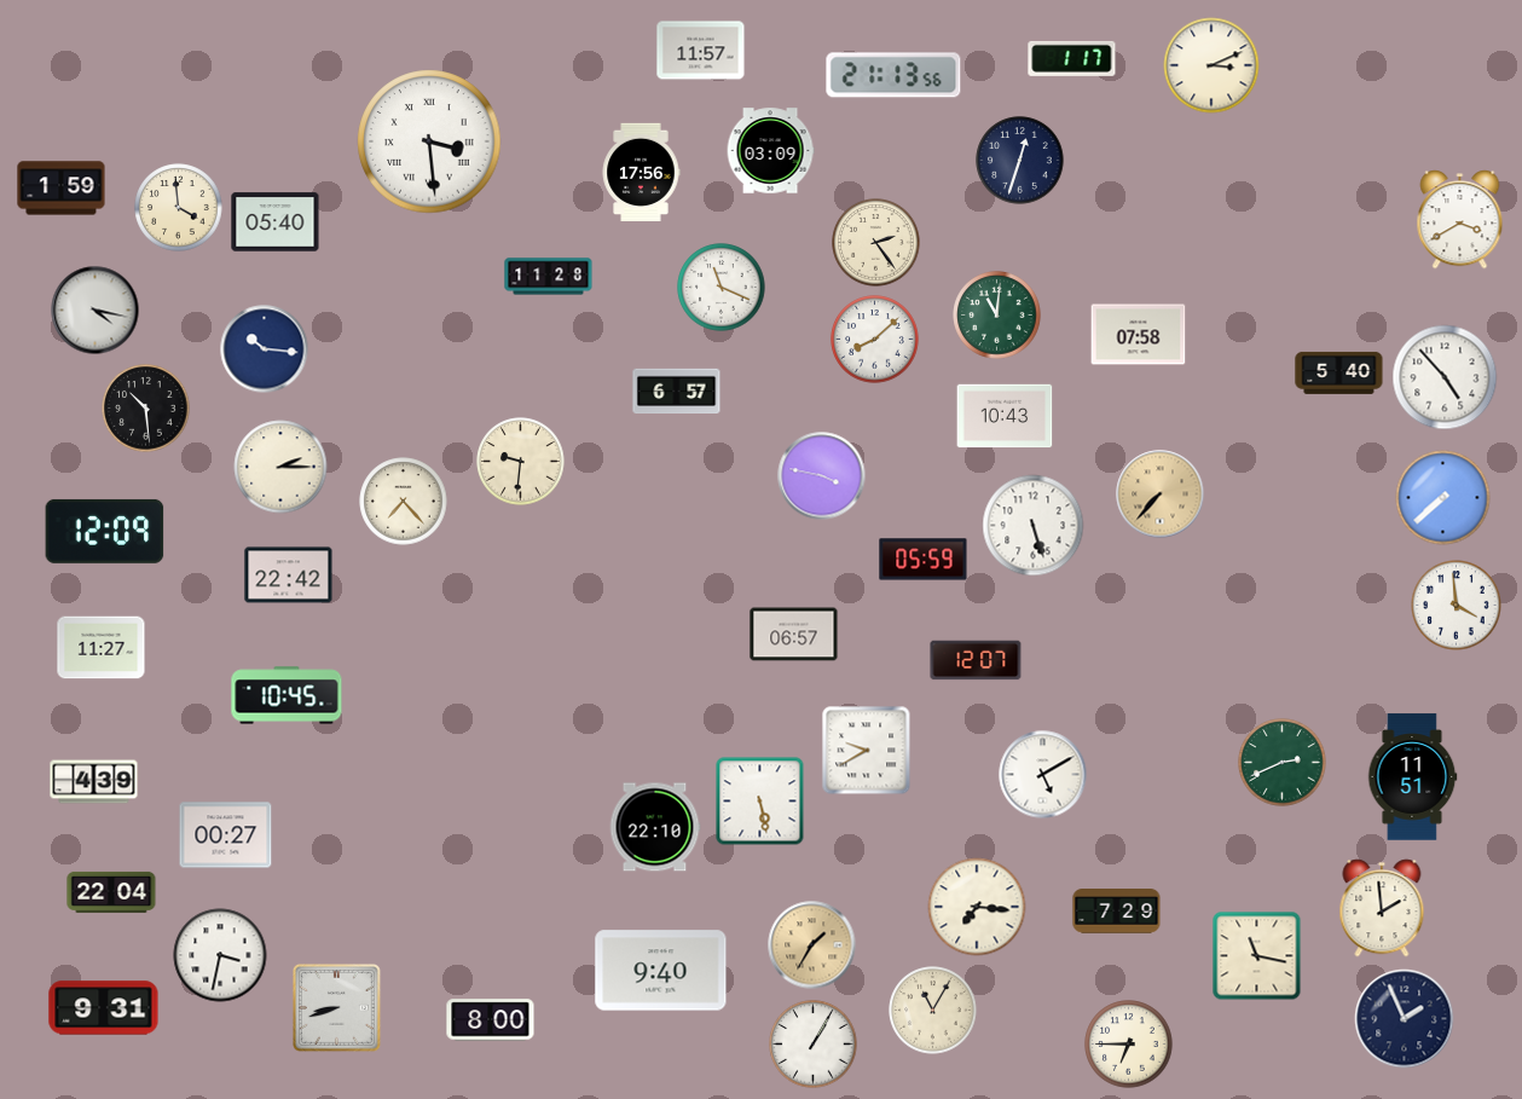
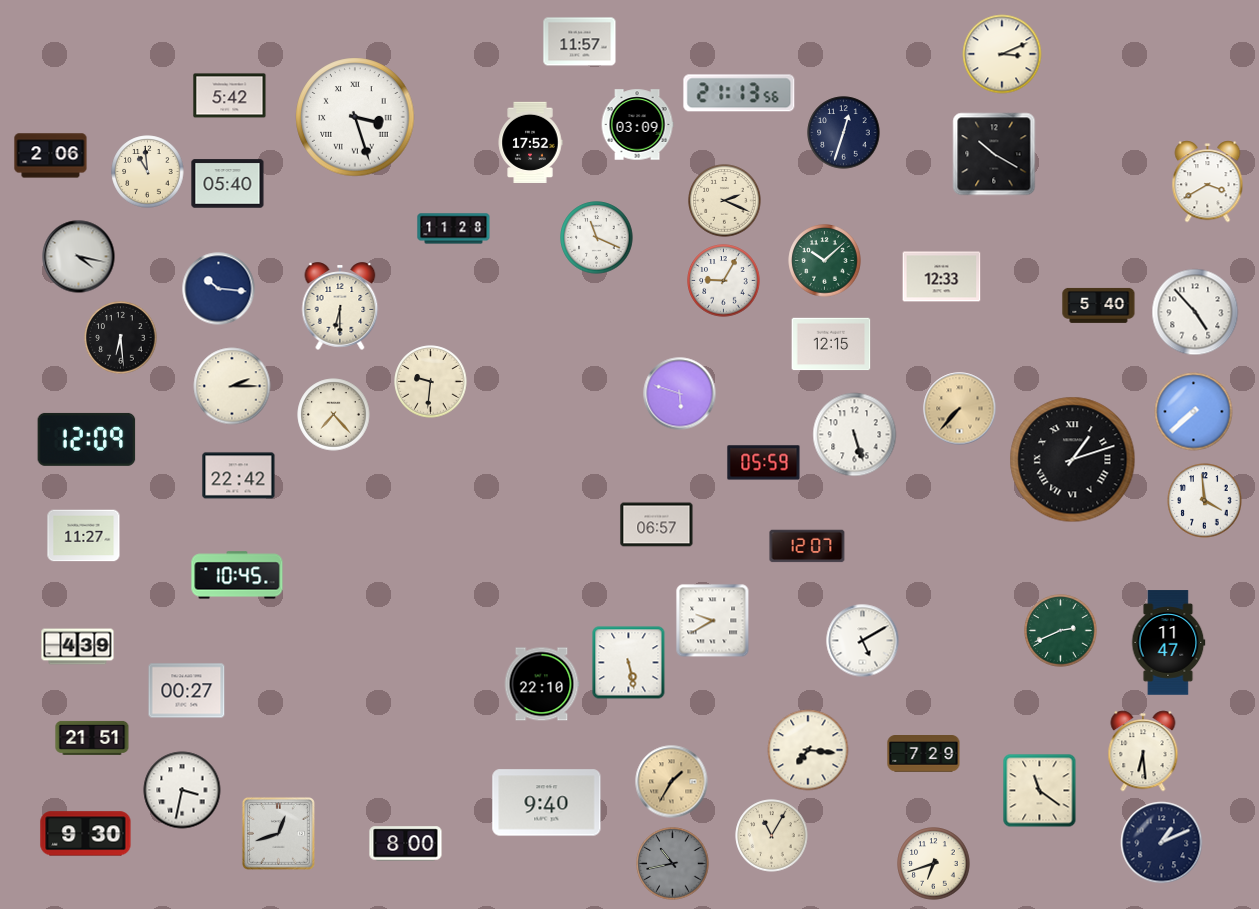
clock at (1072, 58): 1:17 -> none
clock at (893, 75) position: (893, 75) -> (739, 93)
clock at (230, 96): none -> 5:42
clock at (429, 141): 3:29 -> 3:27
clock at (641, 172): 17:56 -> 17:52
clock at (994, 154): none -> 10:20
clock at (62, 189): 1:59 -> 2:06
clock at (179, 208): 3:59 -> 10:59
clock at (876, 243): 2:24 -> 2:19
clock at (997, 316): 11:01 -> 10:08
clock at (1139, 335): 07:58 -> 12:33
clock at (875, 340): 8:08 -> 9:05
clock at (340, 306): none -> 6:30
clock at (1339, 372) position: (1339, 372) -> (1099, 305)
clock at (677, 392): 6:57 -> none
clock at (146, 409): 10:29 -> 6:29
clock at (1005, 416): 10:43 -> 12:15
clock at (822, 476): 3:47 -> 5:48
clock at (1073, 460): none -> 1:12
clock at (867, 751) position: (867, 751) -> (713, 621)
clock at (1412, 777): 11:51 -> 11:47
clock at (111, 892): 22:04 -> 21:51
clock at (1382, 908): 1:59 -> 6:29
clock at (1257, 956): 11:17 -> 11:21
clock at (336, 1007): 8:42 -> 12:42
clock at (104, 1008): 9:31 -> 9:30
clock at (1405, 1019): 1:56 -> 1:11
clock at (814, 1045): 1:05 -> 10:43
clock at (814, 1045) dial: white -> grey
clock at (1129, 1045): 6:45 -> 6:42
